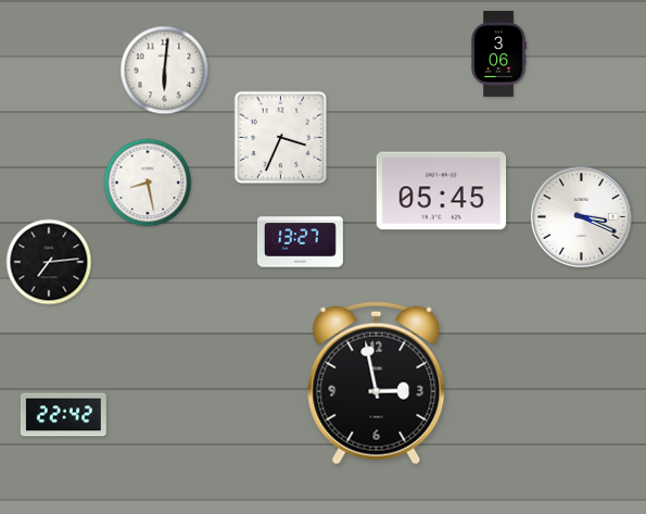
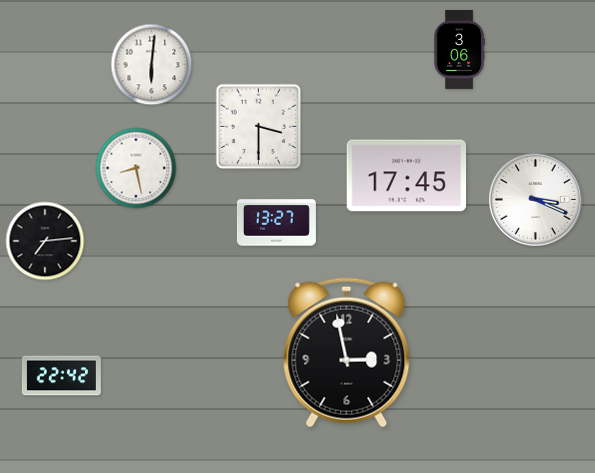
clock at (281, 138): 3:34 -> 3:30
clock at (442, 191): 05:45 -> 17:45
clock at (63, 415) position: (63, 415) -> (61, 376)
